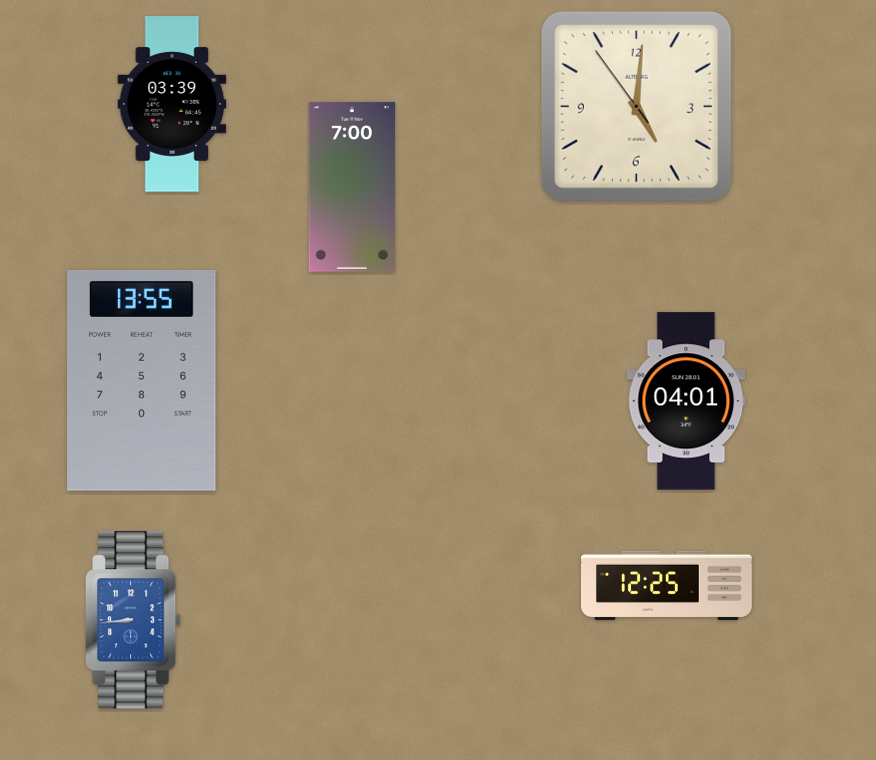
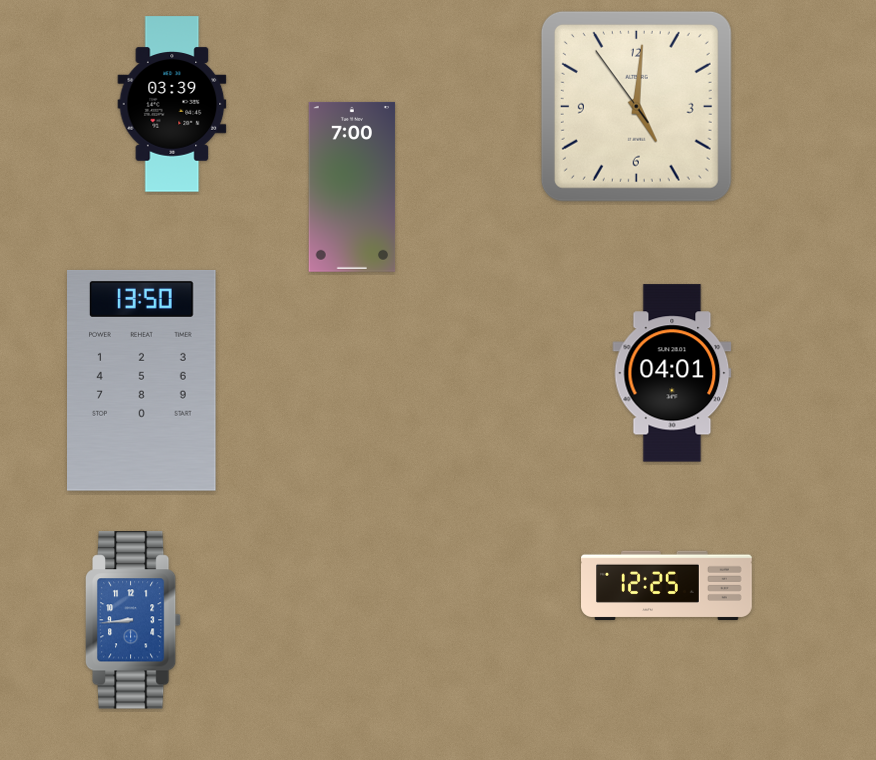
clock at (142, 380): 13:55 -> 13:50
clock at (686, 401) position: (686, 401) -> (672, 373)
